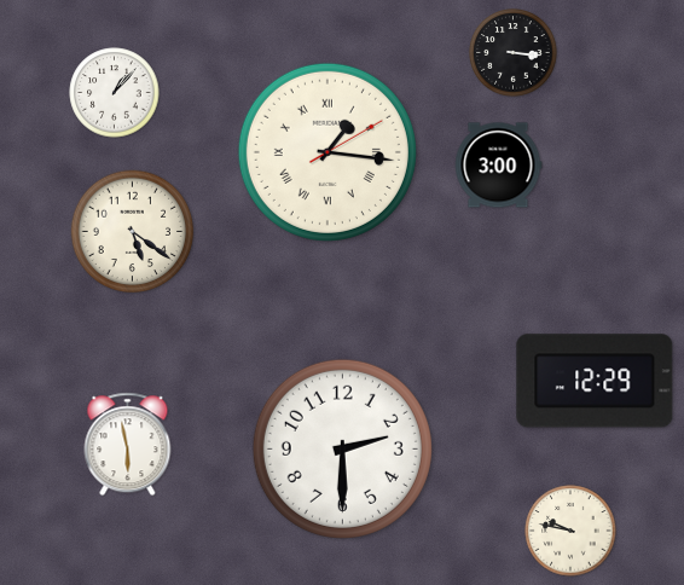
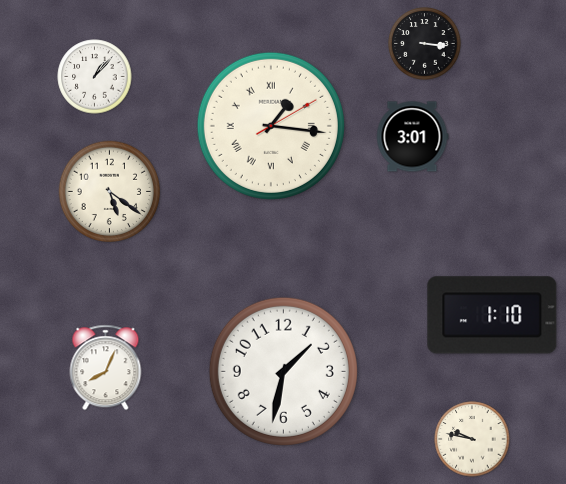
clock at (498, 166): 3:00 -> 3:01
clock at (595, 381): 12:29 -> 1:10
clock at (128, 445): 5:58 -> 8:04
clock at (342, 448): 2:30 -> 1:32
